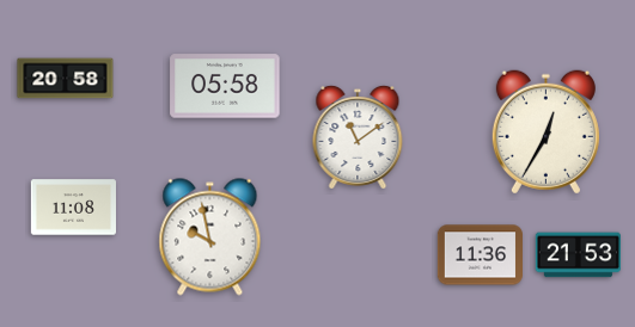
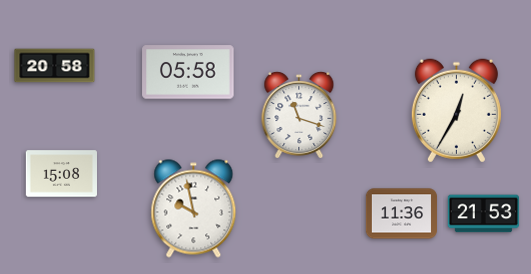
clock at (358, 137): 11:09 -> 11:18
clock at (73, 208): 11:08 -> 15:08
clock at (210, 237) position: (210, 237) -> (194, 209)
